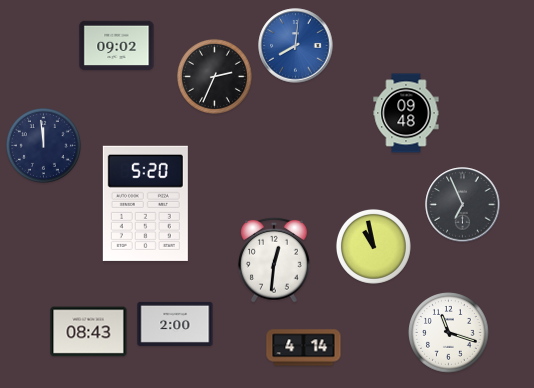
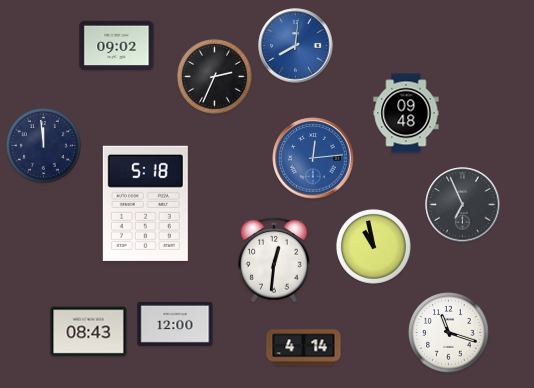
clock at (313, 158): none -> 12:14
clock at (145, 203): 5:20 -> 5:18
clock at (175, 324): 2:00 -> 12:00
